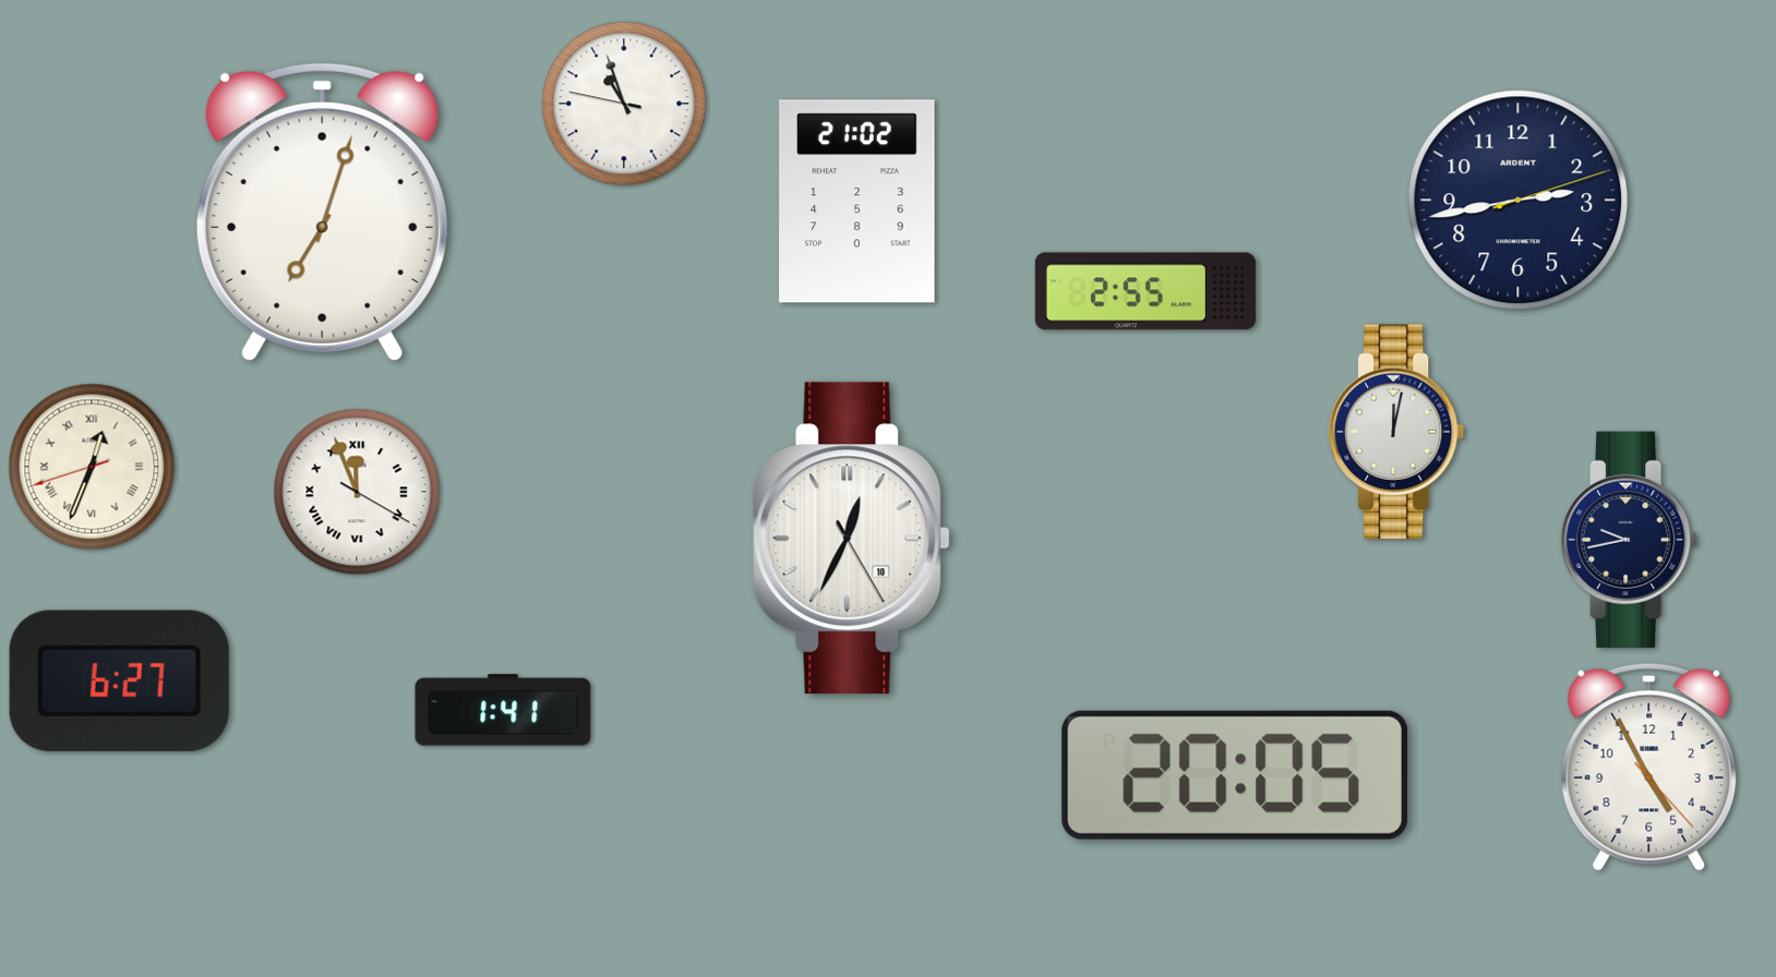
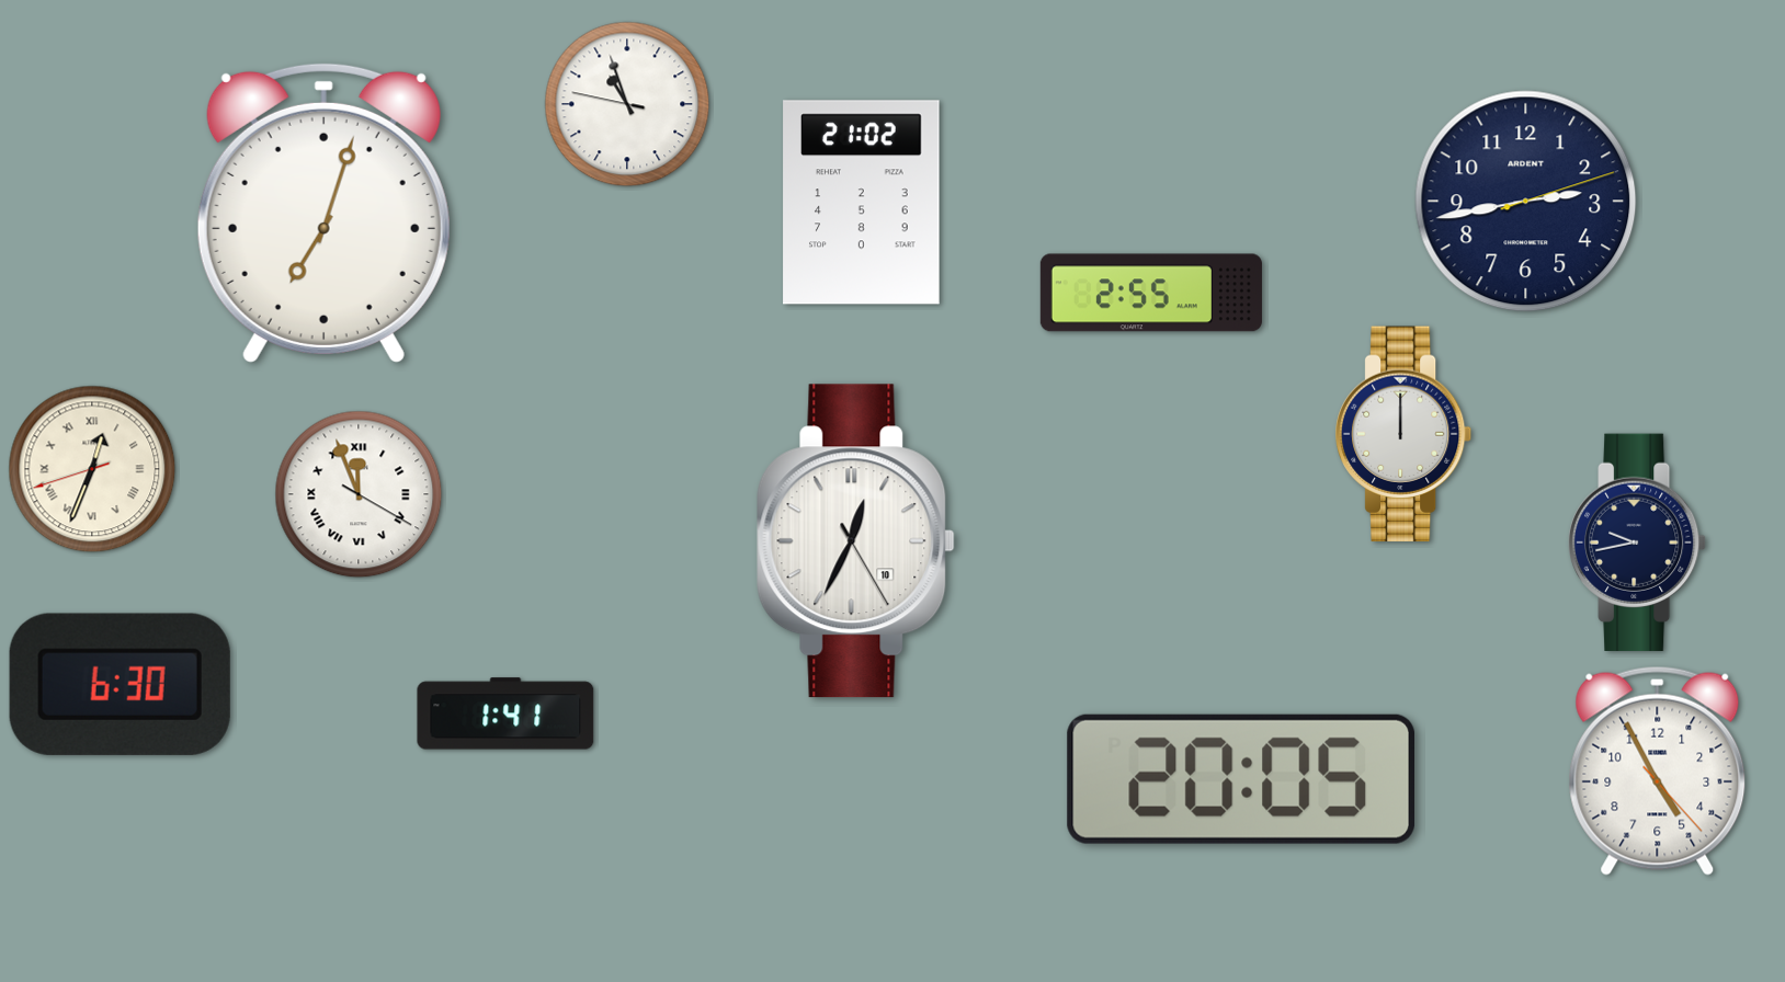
clock at (1396, 432): 12:02 -> 12:00
clock at (119, 680): 6:27 -> 6:30
